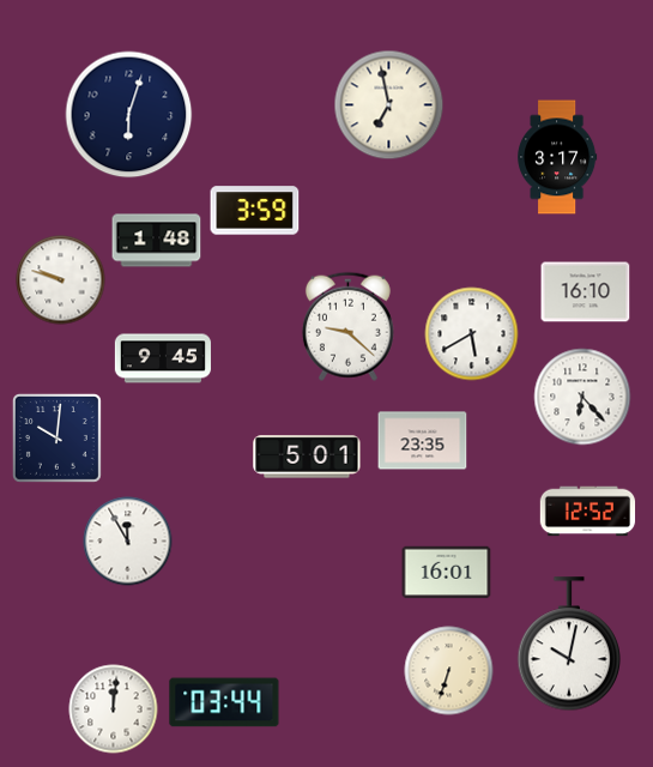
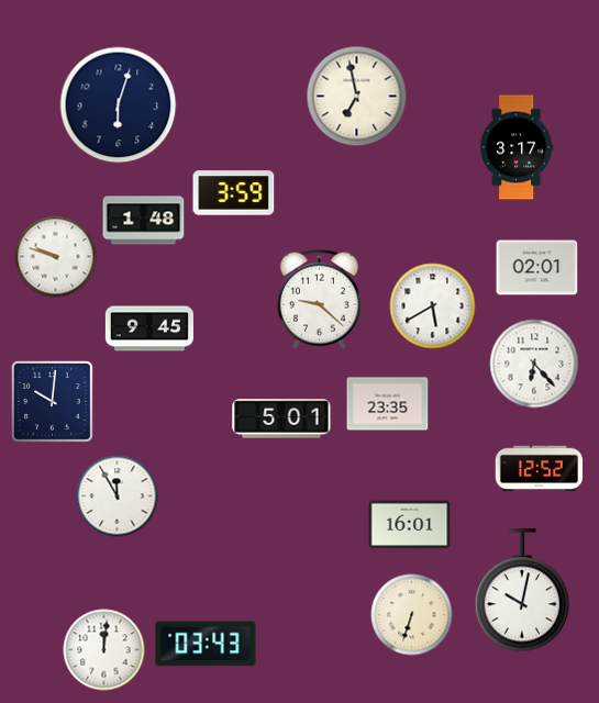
clock at (557, 157) position: (557, 157) -> (517, 147)
clock at (586, 292): 16:10 -> 02:01
clock at (224, 702): 03:44 -> 03:43
